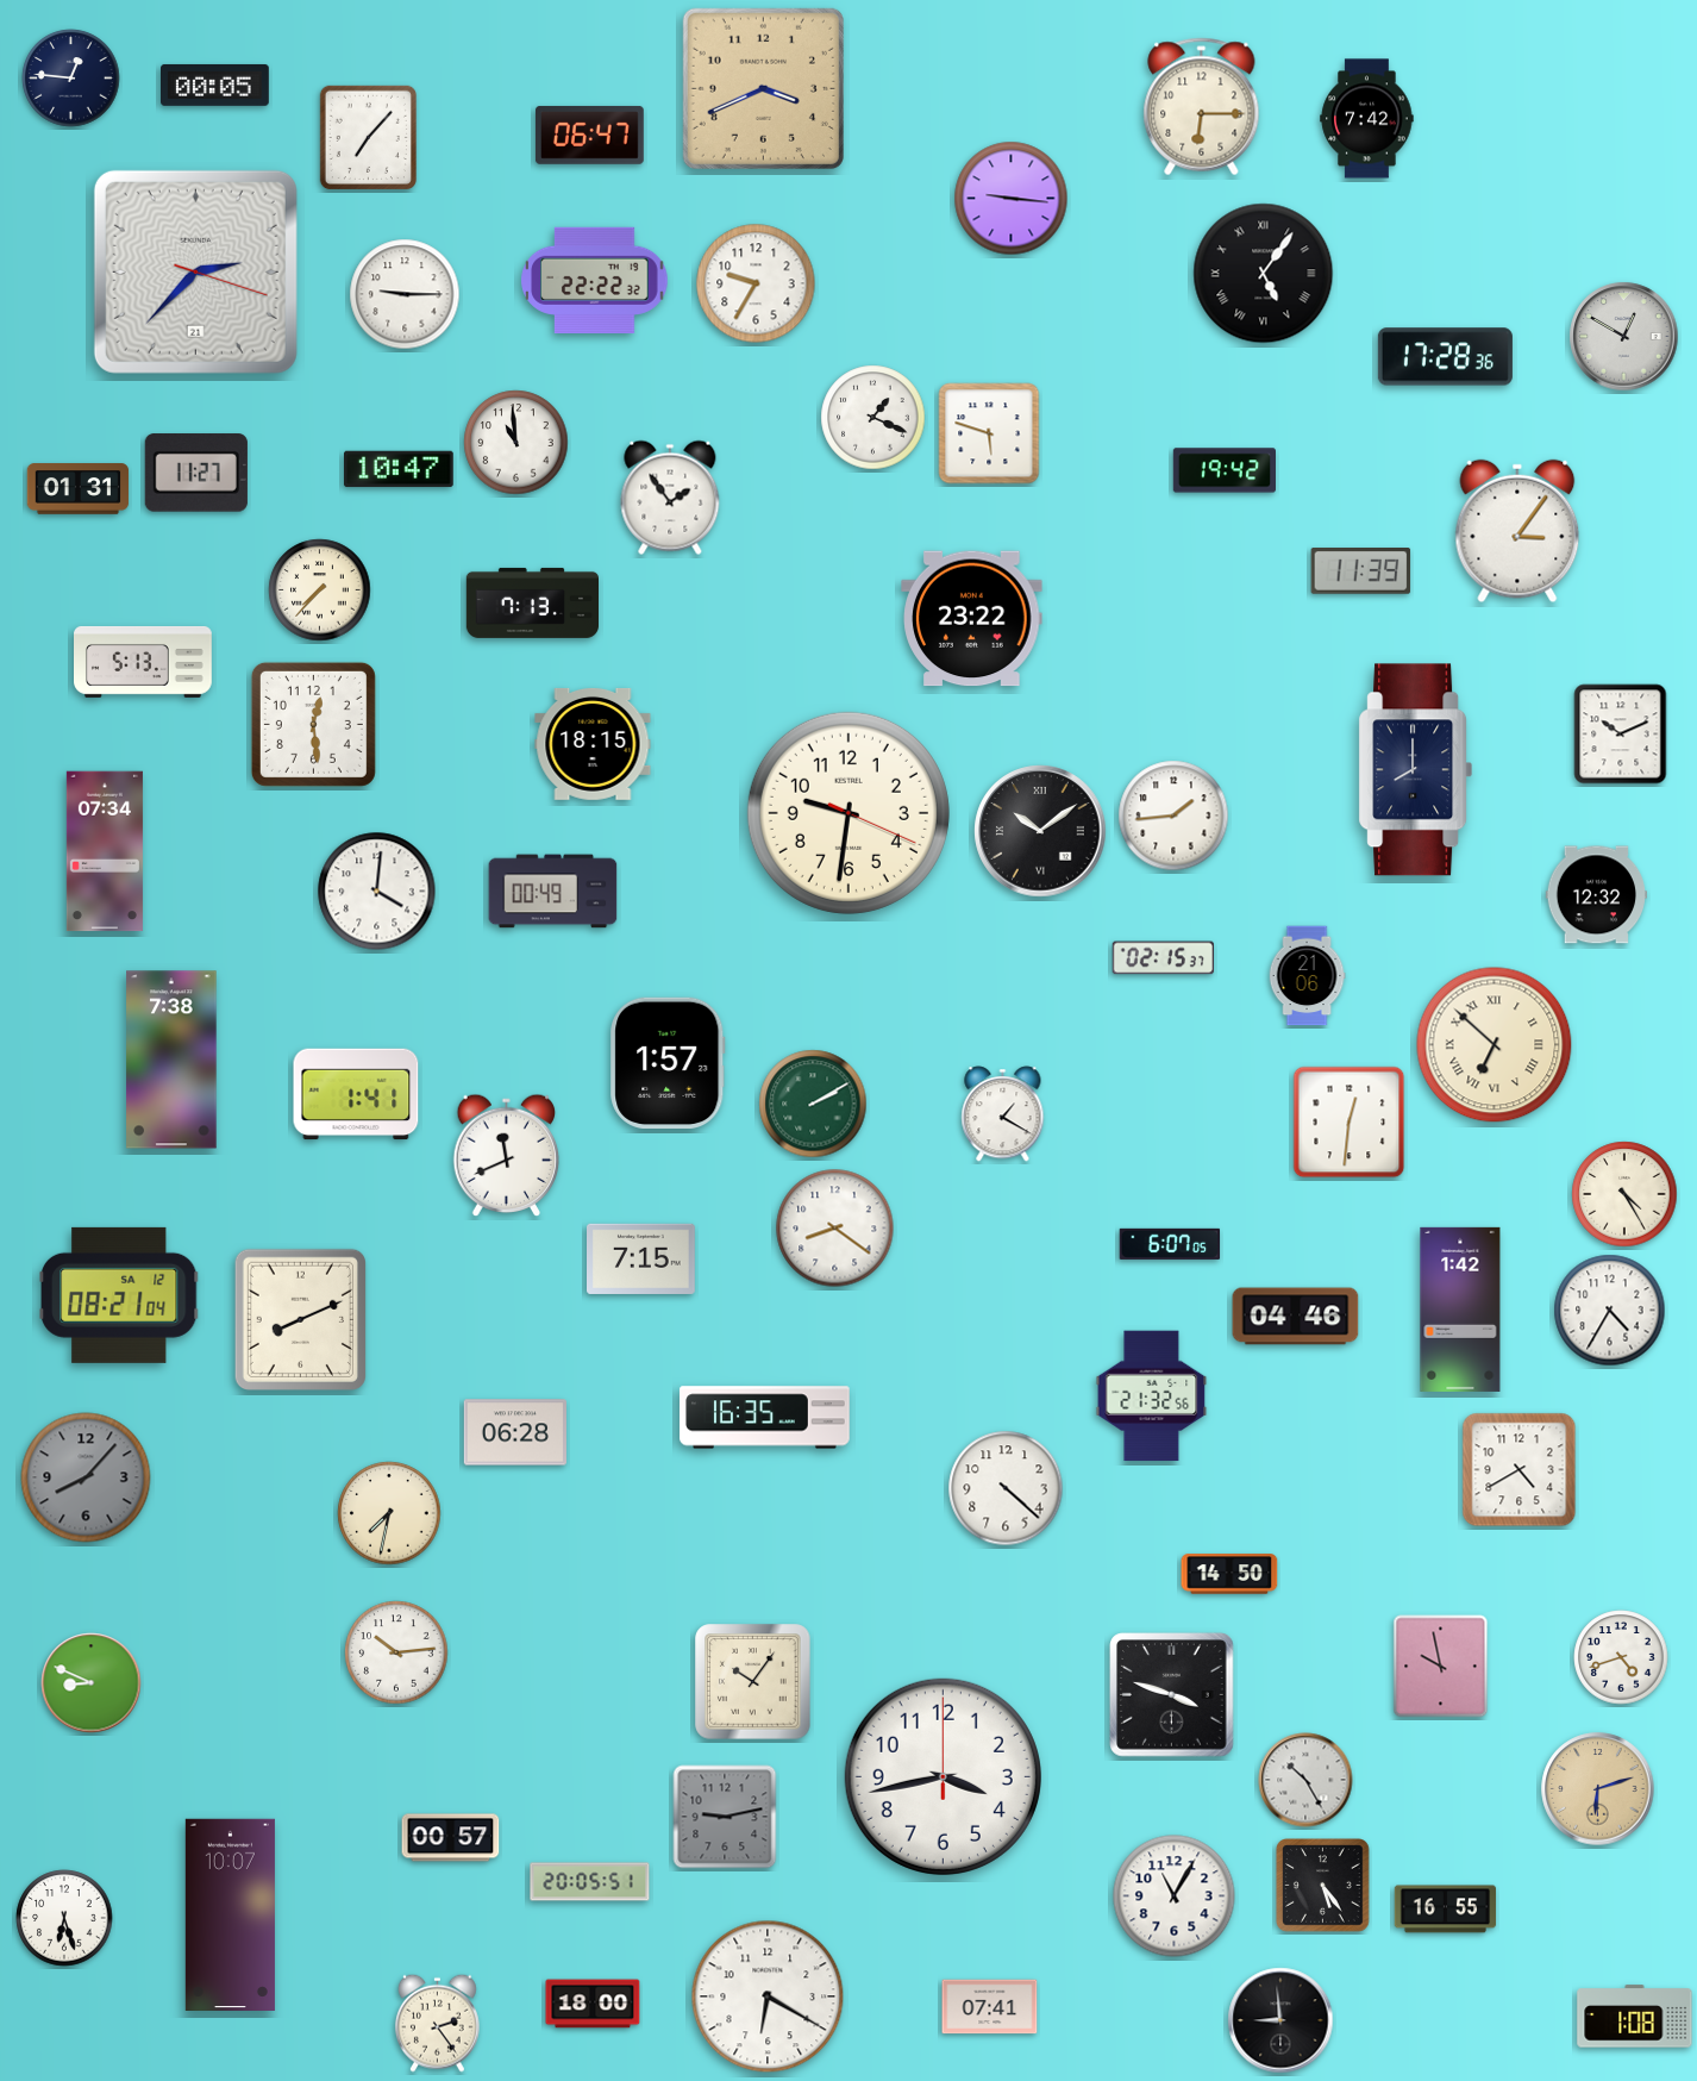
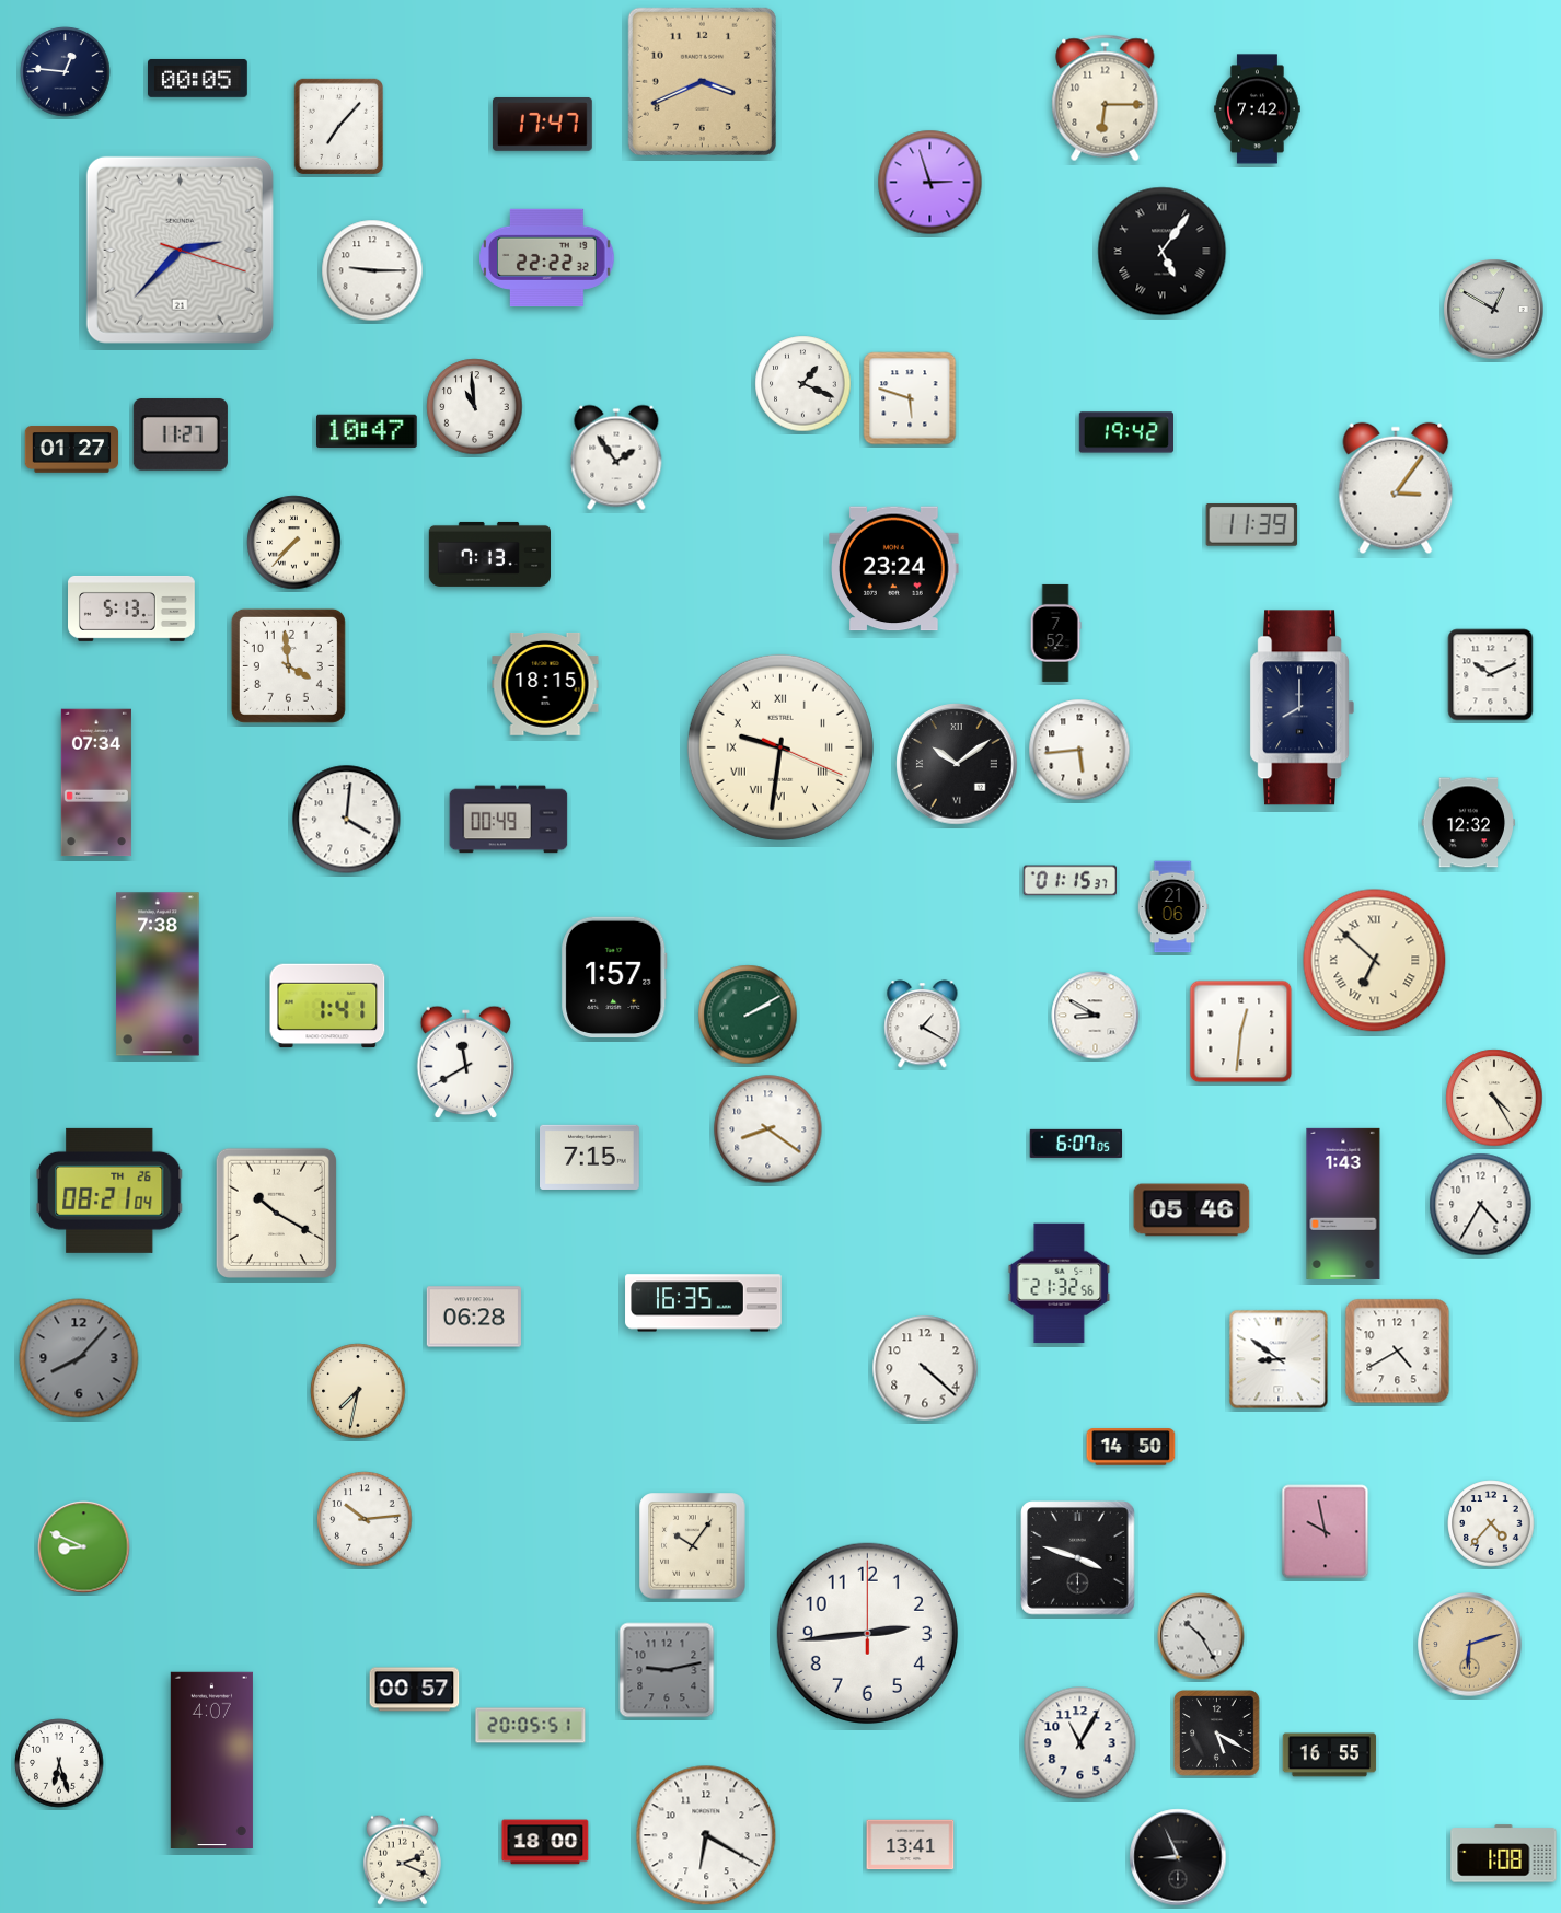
clock at (589, 136): 06:47 -> 17:47
clock at (1012, 199): 9:16 -> 2:57
clock at (756, 283): 9:35 -> none
clock at (1445, 357): 17:28 -> none
clock at (79, 489): 01:31 -> 01:27
clock at (972, 619): 23:22 -> 23:24
clock at (1055, 633): none -> 7:52
clock at (313, 724): 12:29 -> 3:59
clock at (849, 813) numerals: Arabic -> Roman
clock at (1173, 815): 1:44 -> 5:44
clock at (1163, 958): 02:15 -> 01:15
clock at (1307, 976) position: (1307, 976) -> (1172, 907)
clock at (1096, 1016): none -> 8:50
clock at (507, 1156): 11:41 -> 11:40
clock at (120, 1295) date: SA 12 -> TH 26
clock at (1460, 1310): 1:42 -> 1:43
clock at (1296, 1317): 04:46 -> 05:46
clock at (300, 1319): 8:11 -> 10:20
clock at (1279, 1359): none -> 8:51
clock at (1621, 1657): 4:42 -> 4:37
clock at (943, 1776): 3:43 -> 2:44
clock at (590, 1882) position: (590, 1882) -> (531, 1726)
clock at (1323, 1886): 5:24 -> 5:20
clock at (230, 1914): 10:07 -> 4:07
clock at (990, 2007): 07:41 -> 13:41
clock at (1280, 2020): 8:59 -> 8:56
clock at (437, 2023): 2:24 -> 2:19
